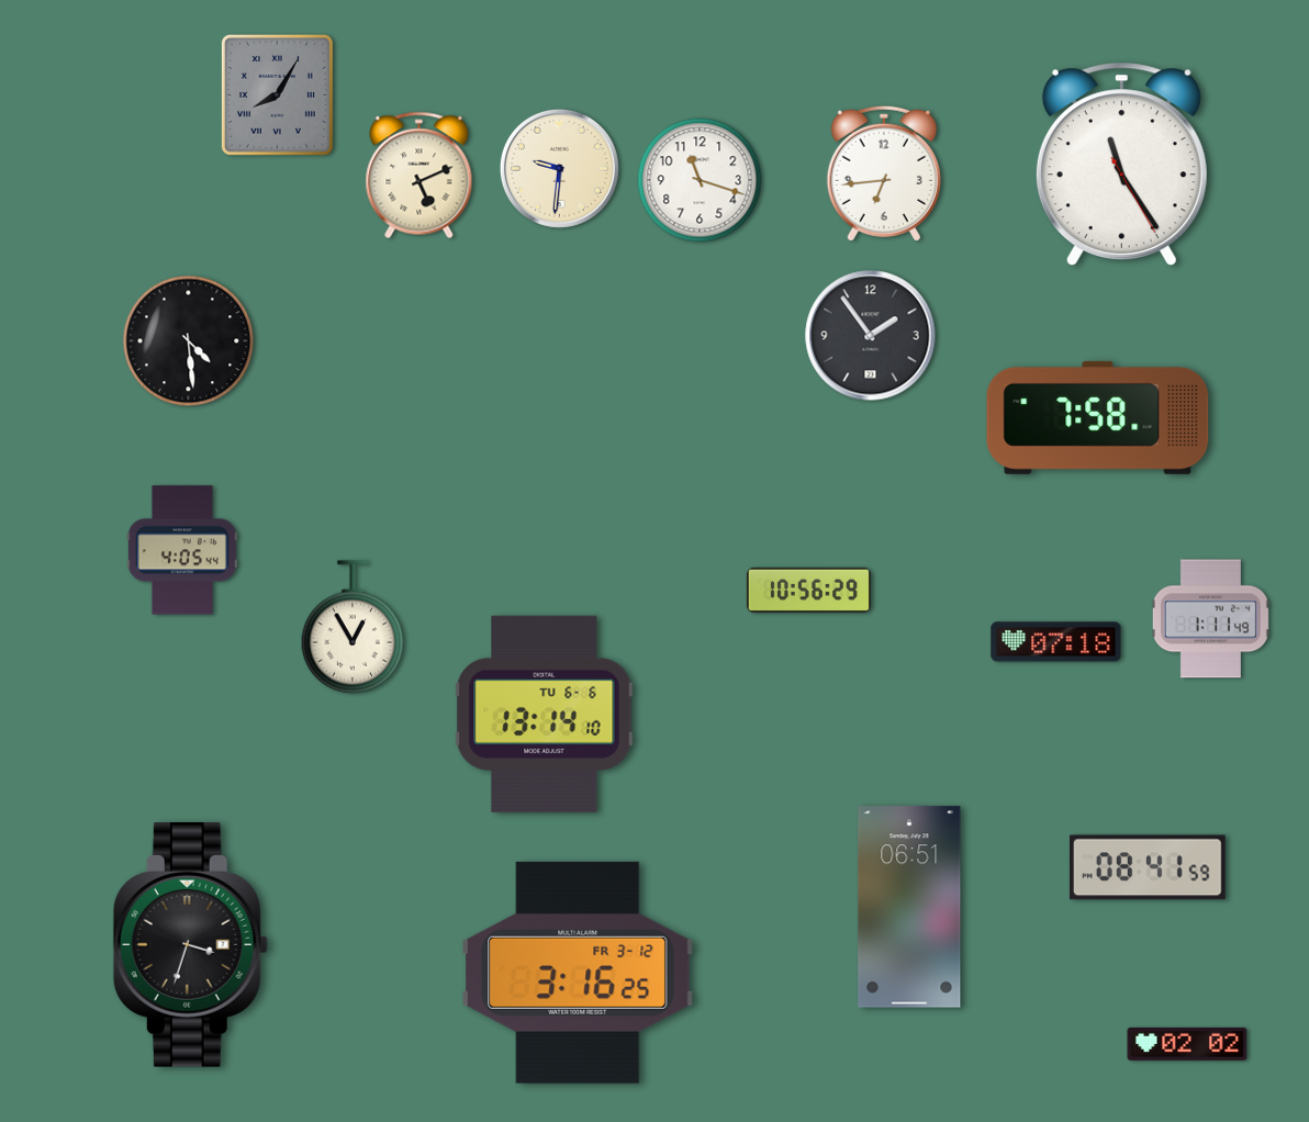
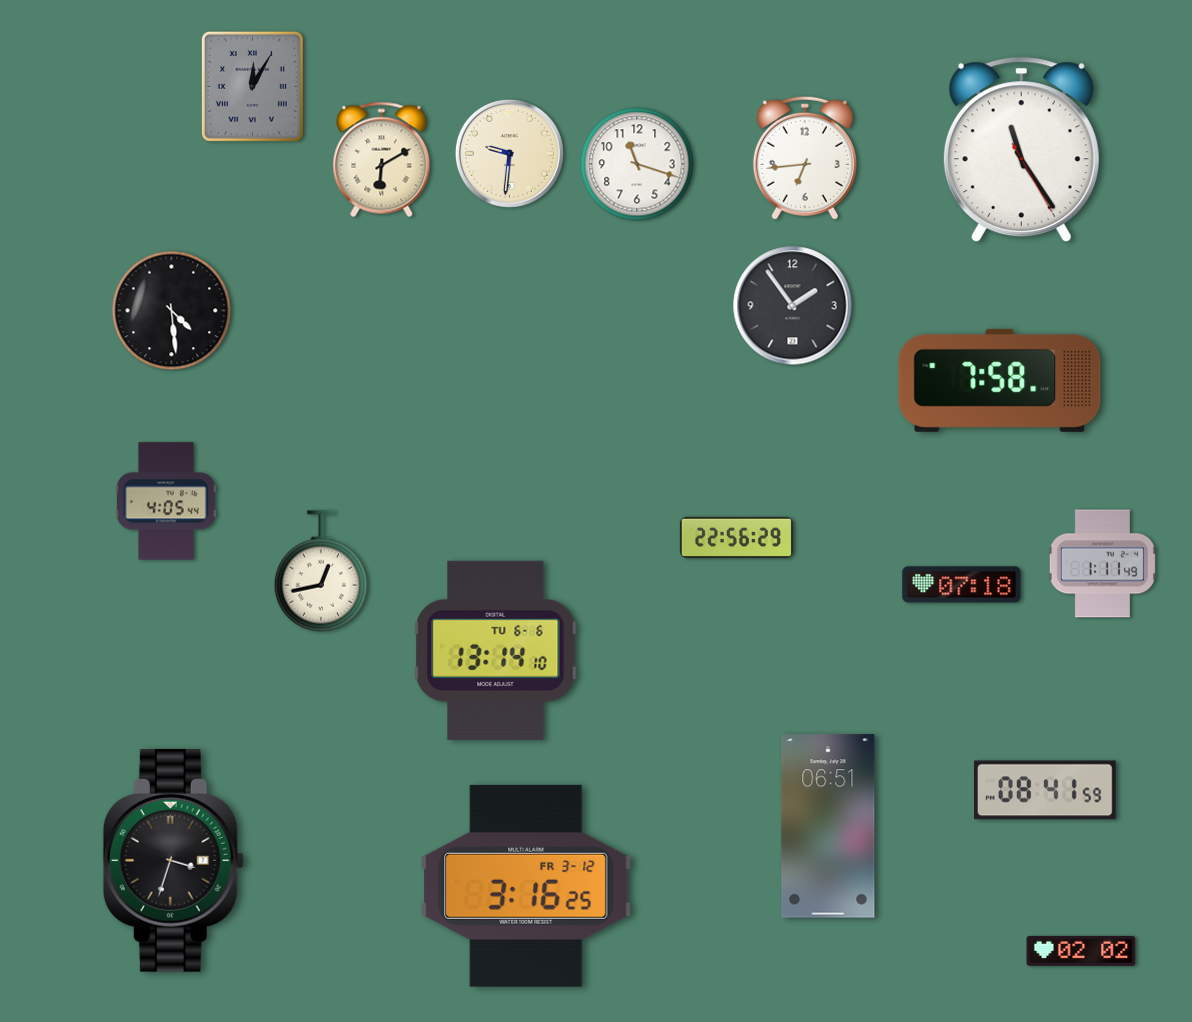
clock at (277, 94): 8:05 -> 12:05
clock at (419, 176): 5:11 -> 6:10
clock at (808, 590): 10:56 -> 22:56
clock at (353, 627): 12:55 -> 12:43
